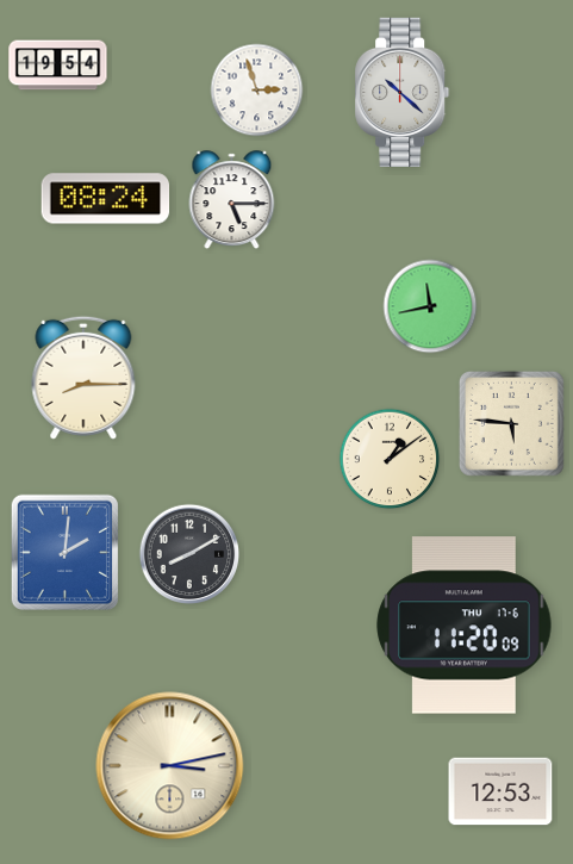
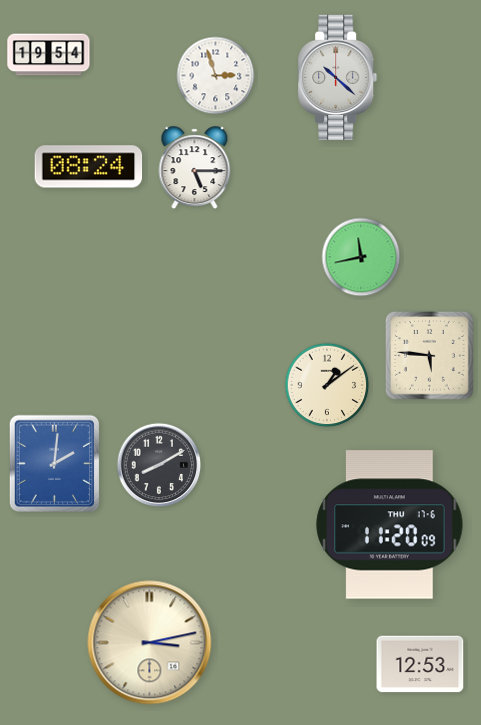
clock at (83, 378): 8:15 -> none
clock at (170, 766) position: (170, 766) -> (150, 643)
